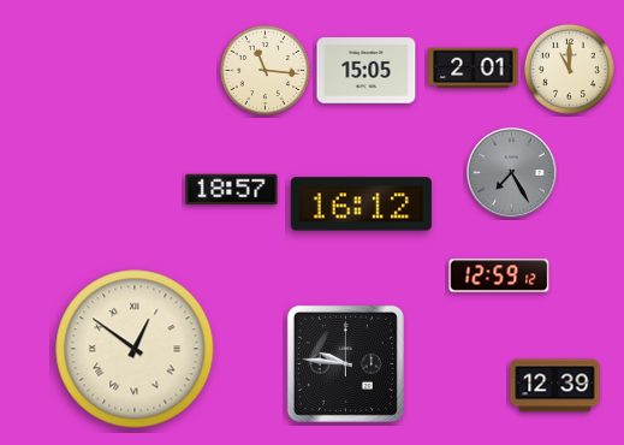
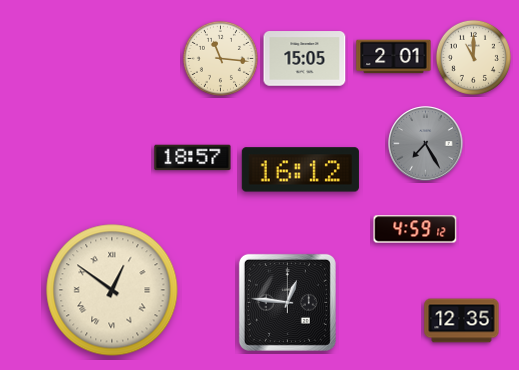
clock at (499, 275): 12:59 -> 4:59
clock at (345, 363): 9:46 -> 12:46
clock at (555, 386): 12:39 -> 12:35
